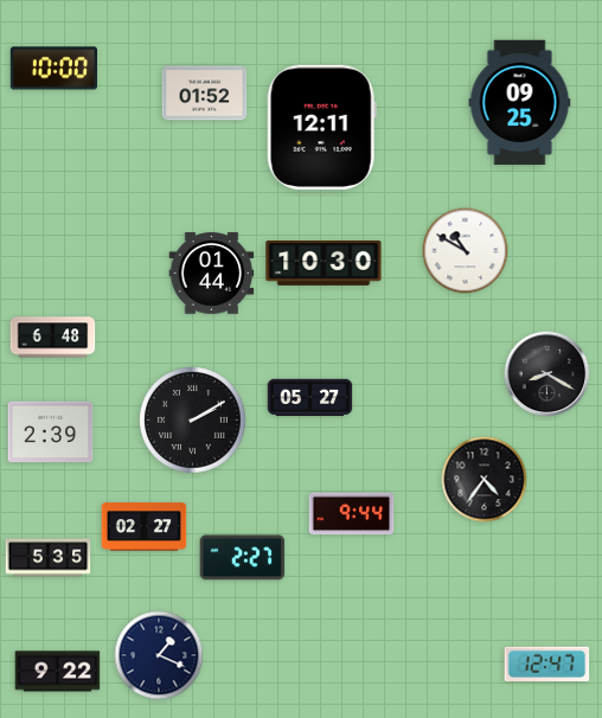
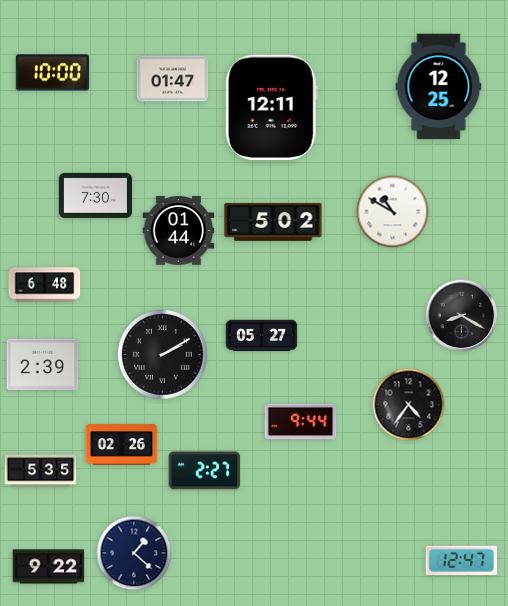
clock at (53, 69) position: (53, 69) -> (52, 73)
clock at (205, 94): 01:52 -> 01:47
clock at (520, 103): 09:25 -> 12:25
clock at (95, 195): none -> 7:30
clock at (324, 263): 10:30 -> 5:02
clock at (352, 514) position: (352, 514) -> (301, 422)
clock at (145, 527): 02:27 -> 02:26
clock at (159, 655): 1:19 -> 1:22
